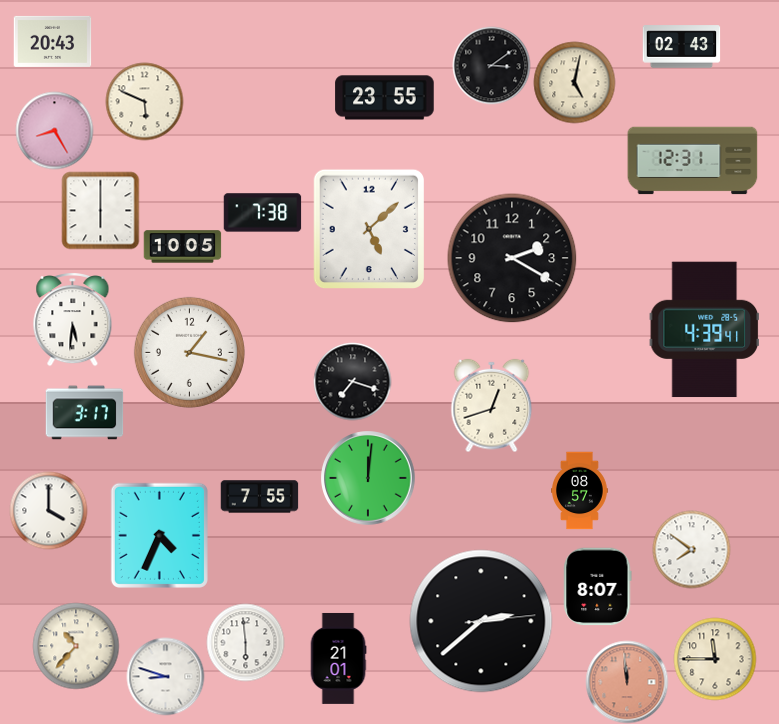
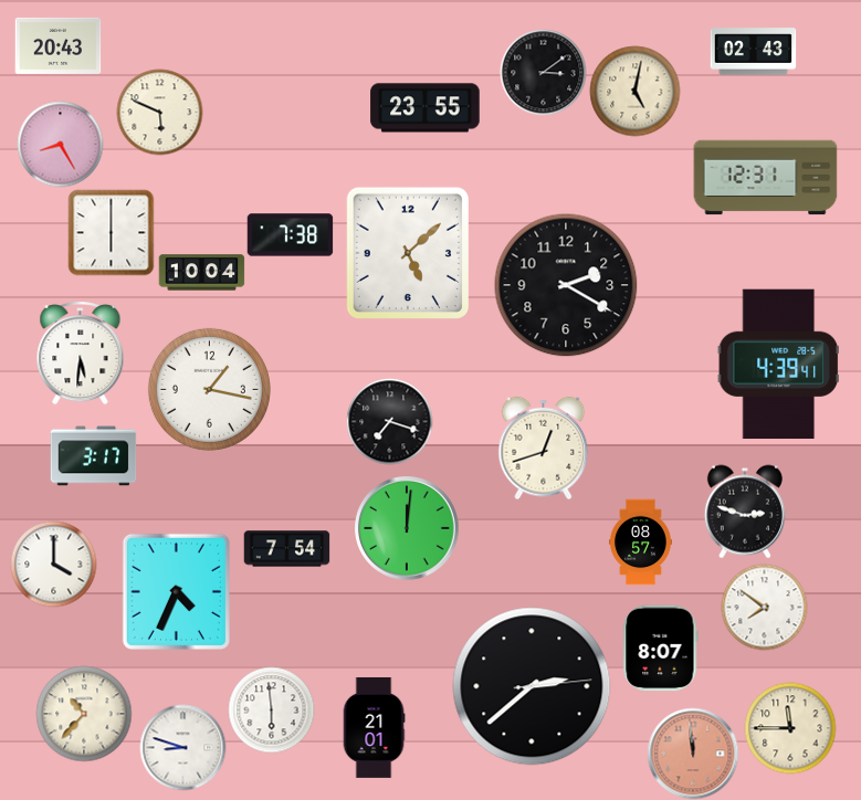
clock at (182, 247): 10:05 -> 10:04
clock at (745, 512): none -> 2:48
clock at (259, 497): 7:55 -> 7:54
